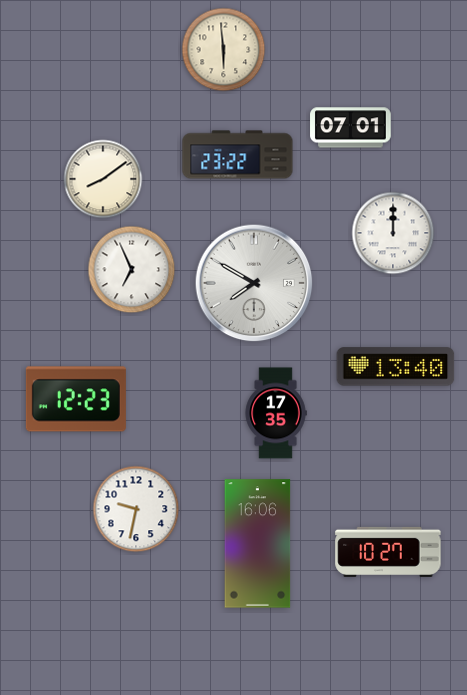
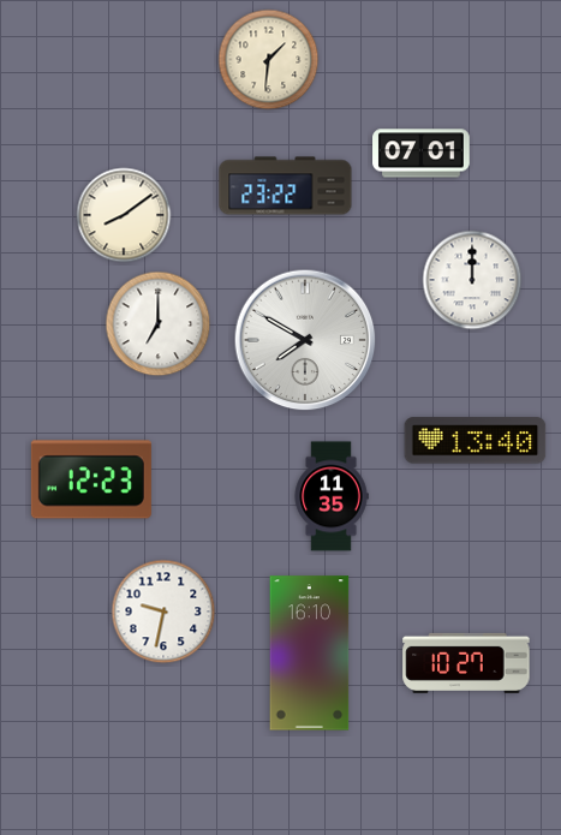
clock at (224, 50): 5:59 -> 1:31
clock at (132, 270): 6:56 -> 7:00
clock at (276, 413): 17:35 -> 11:35
clock at (258, 544): 16:06 -> 16:10
